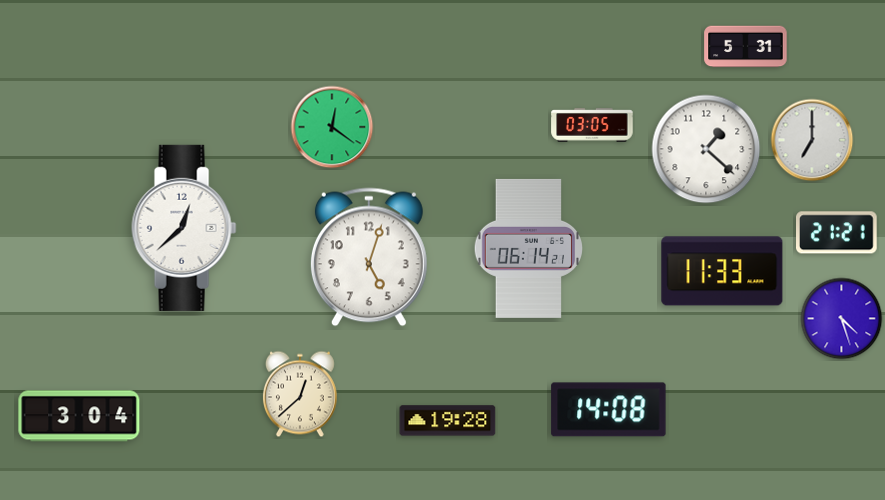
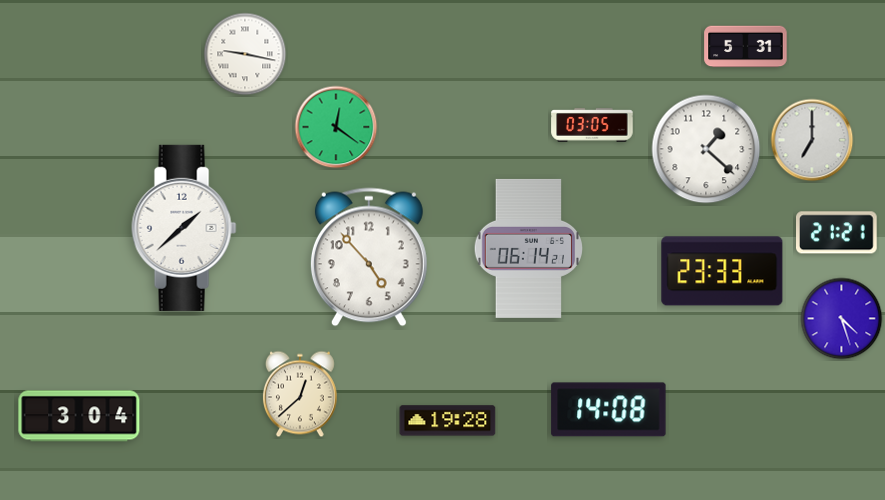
clock at (245, 54): none -> 9:17
clock at (332, 127) position: (332, 127) -> (336, 127)
clock at (184, 228): 12:38 -> 1:38
clock at (369, 257): 5:03 -> 4:53
clock at (722, 271): 11:33 -> 23:33
